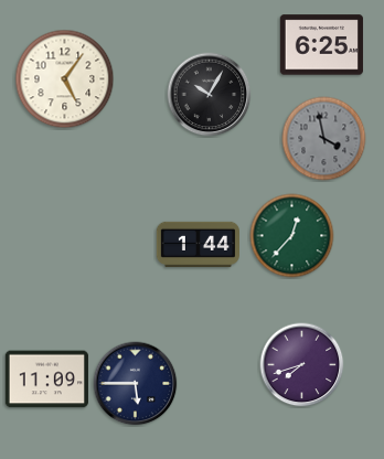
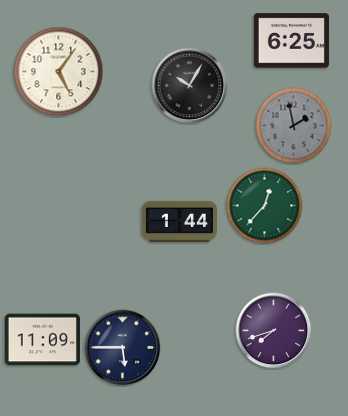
clock at (324, 139): 3:58 -> 1:58
clock at (292, 236) position: (292, 236) -> (265, 206)
clock at (46, 380) position: (46, 380) -> (42, 340)
